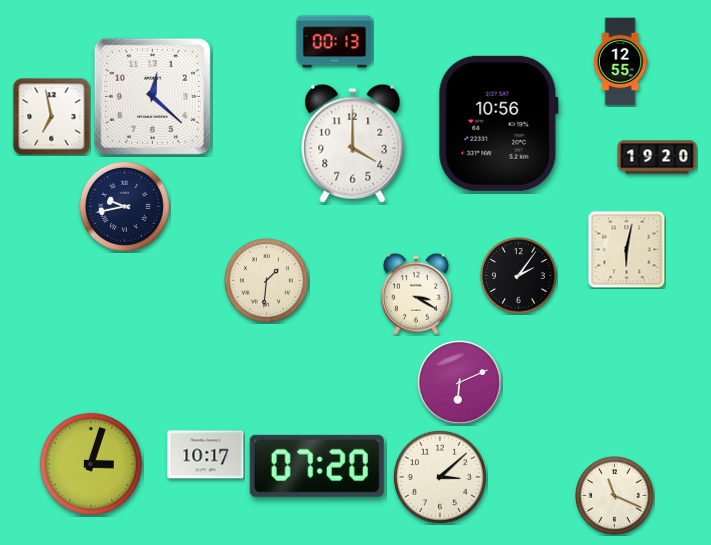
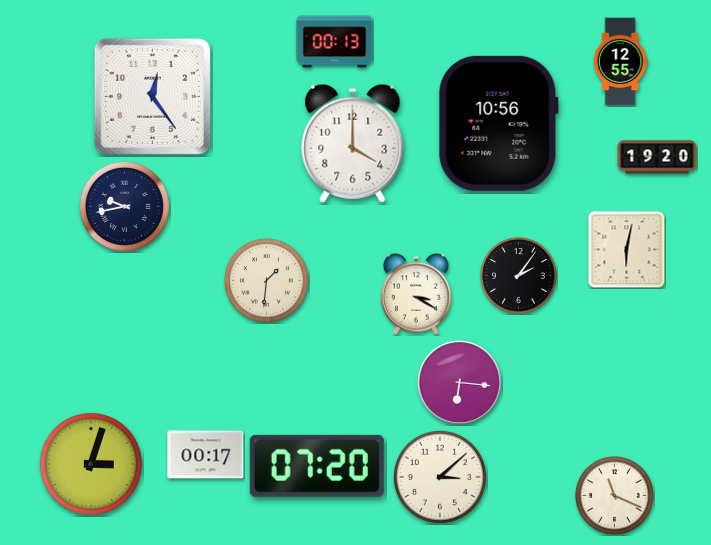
clock at (152, 96): 12:22 -> 12:24
clock at (52, 117): 6:58 -> none
clock at (460, 383): 6:11 -> 6:16
clock at (206, 455): 10:17 -> 00:17
